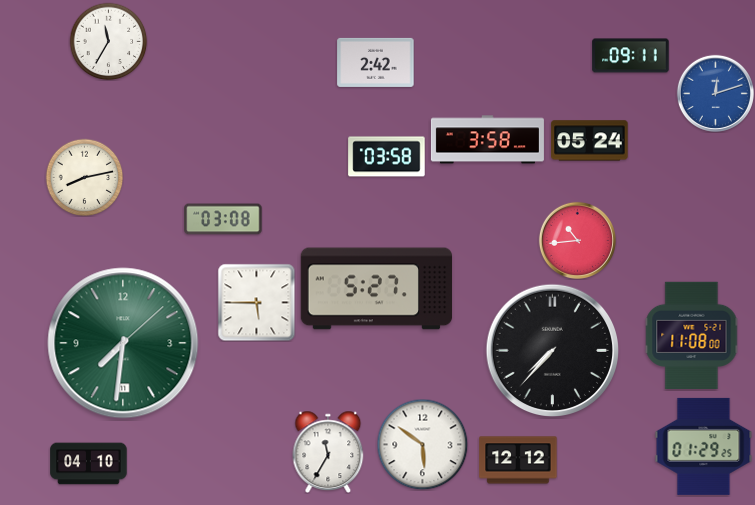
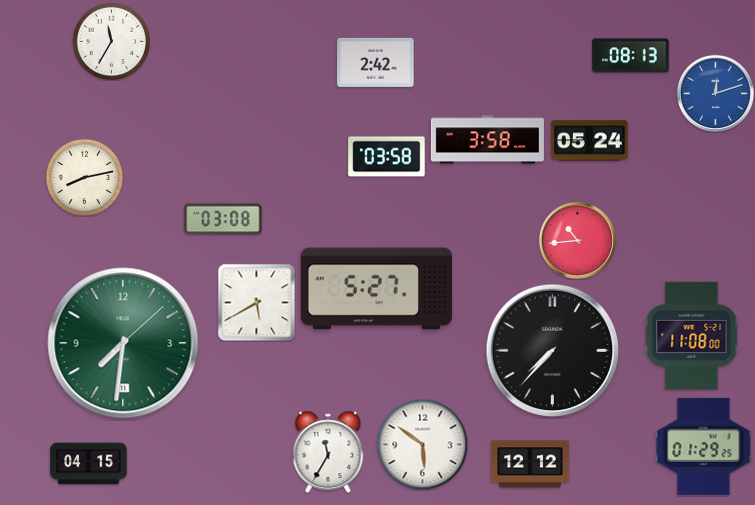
clock at (108, 41) position: (108, 41) -> (111, 41)
clock at (631, 56): 09:11 -> 08:13
clock at (256, 302): 5:45 -> 5:40
clock at (518, 460) position: (518, 460) -> (530, 464)
clock at (89, 464): 04:10 -> 04:15
